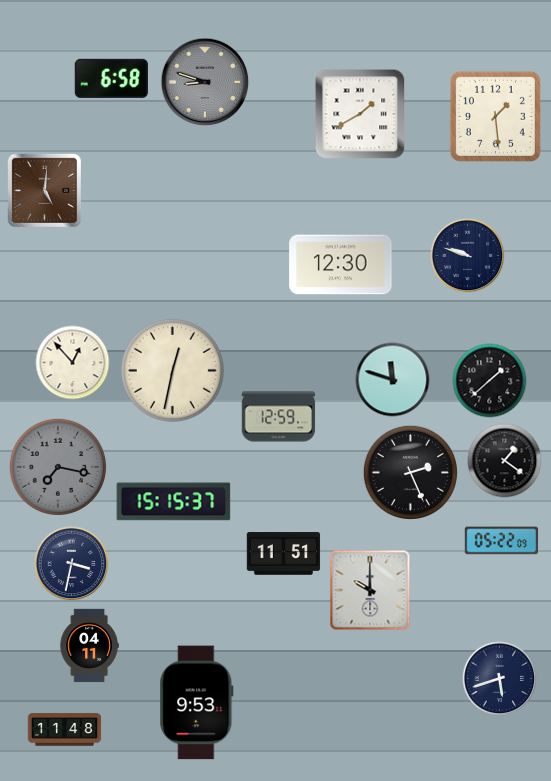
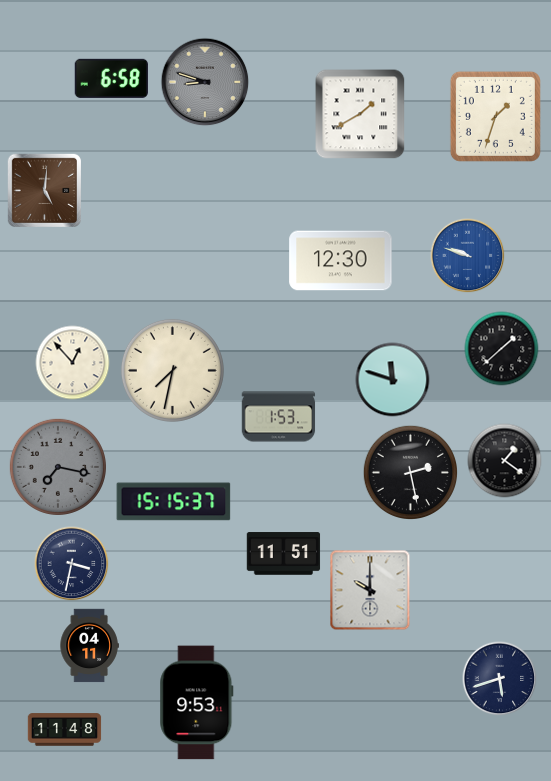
clock at (495, 116): 1:29 -> 1:33
clock at (468, 256) dial: navy -> blue
clock at (341, 265) position: (341, 265) -> (341, 261)
clock at (172, 370): 12:32 -> 7:32
clock at (490, 381) position: (490, 381) -> (502, 349)
clock at (279, 417): 12:59 -> 1:53
clock at (410, 472): 2:26 -> 2:28
clock at (502, 541): 05:22 -> none
